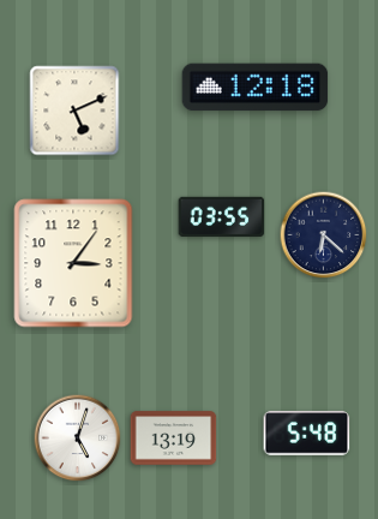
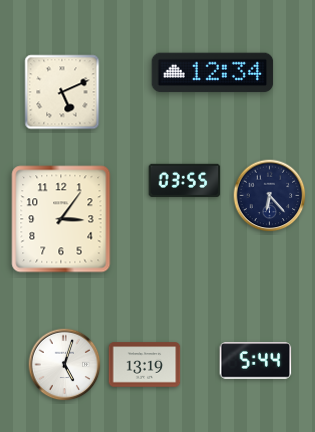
clock at (256, 88): 12:18 -> 12:34
clock at (324, 235): 6:22 -> 6:23
clock at (307, 434): 5:48 -> 5:44
